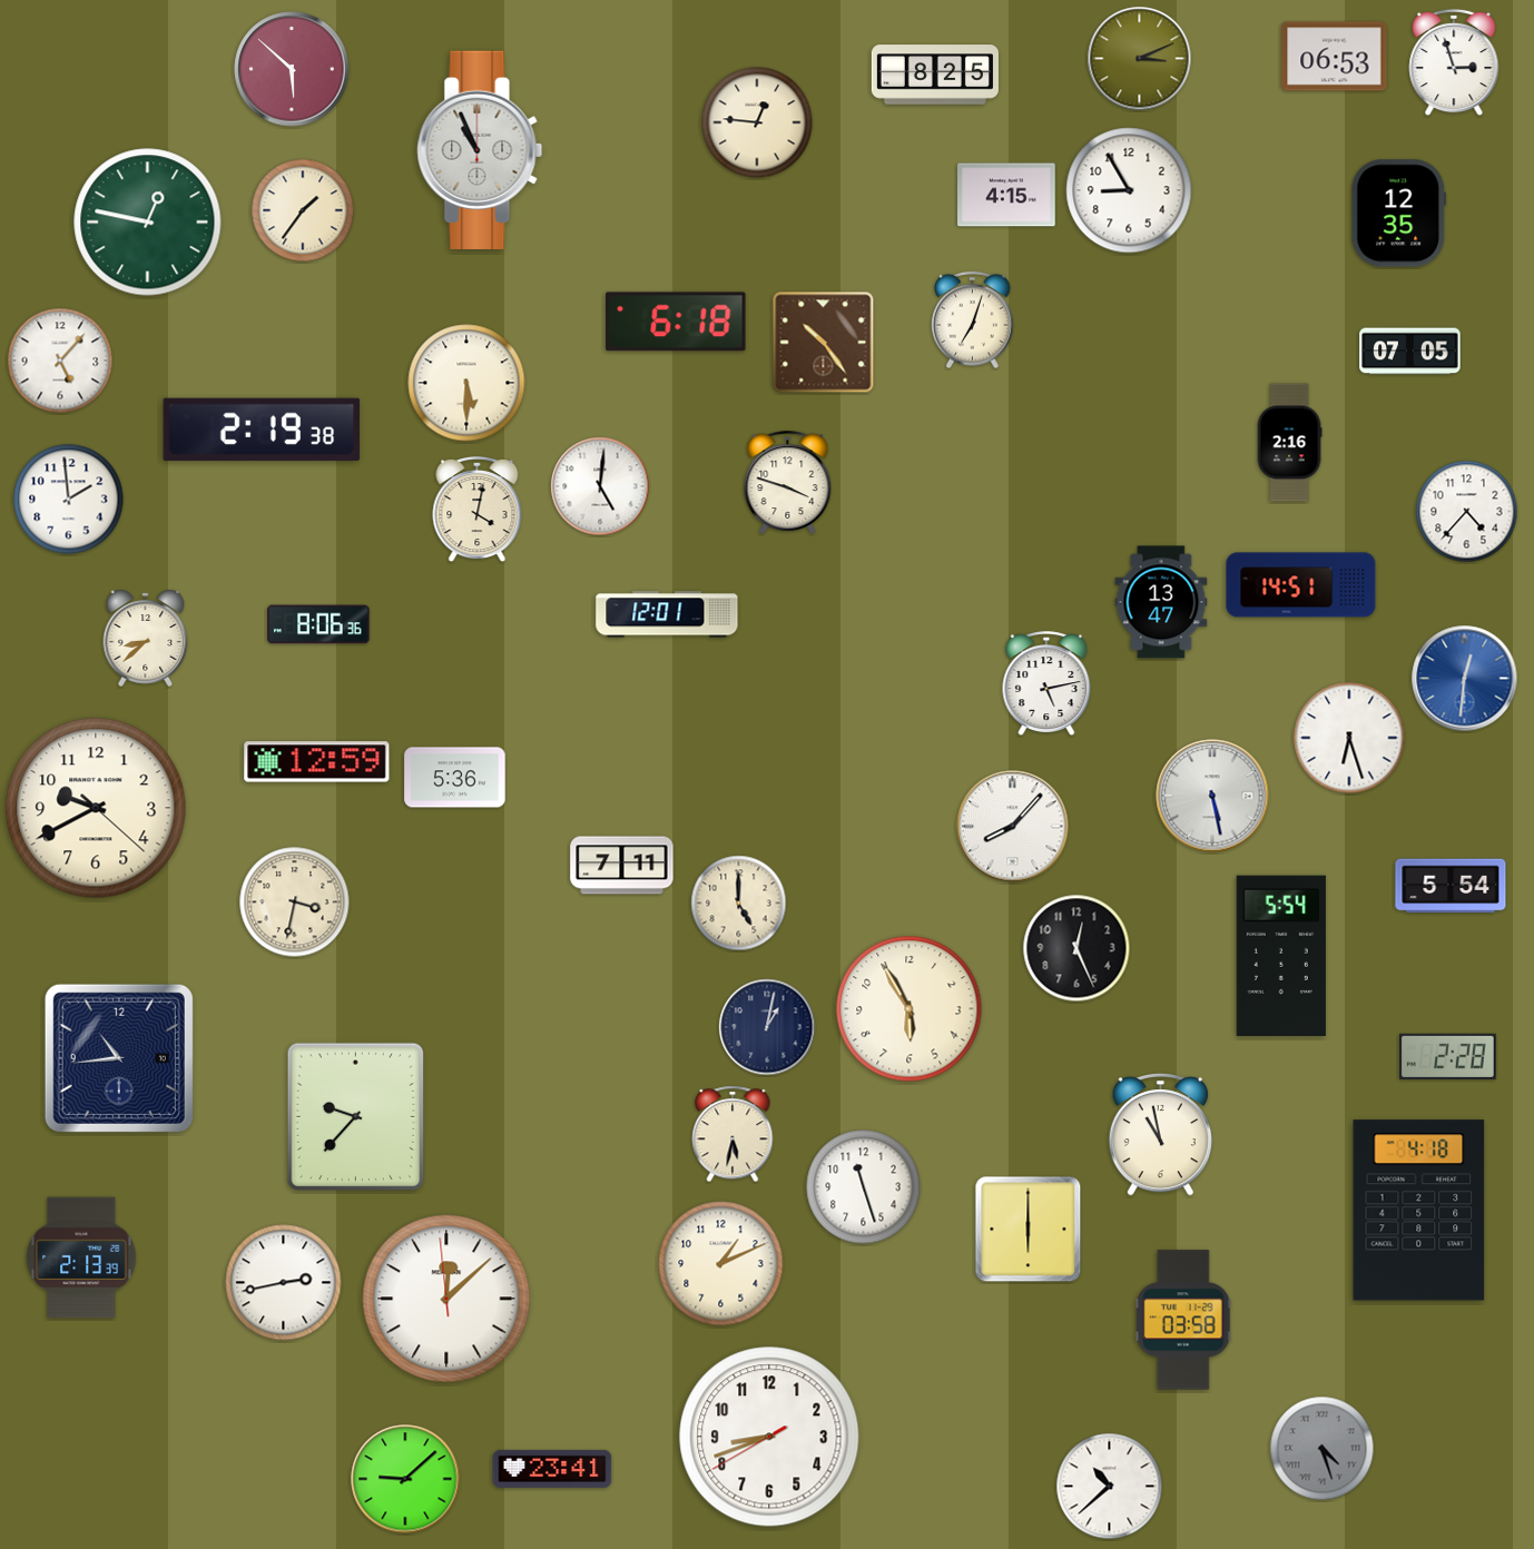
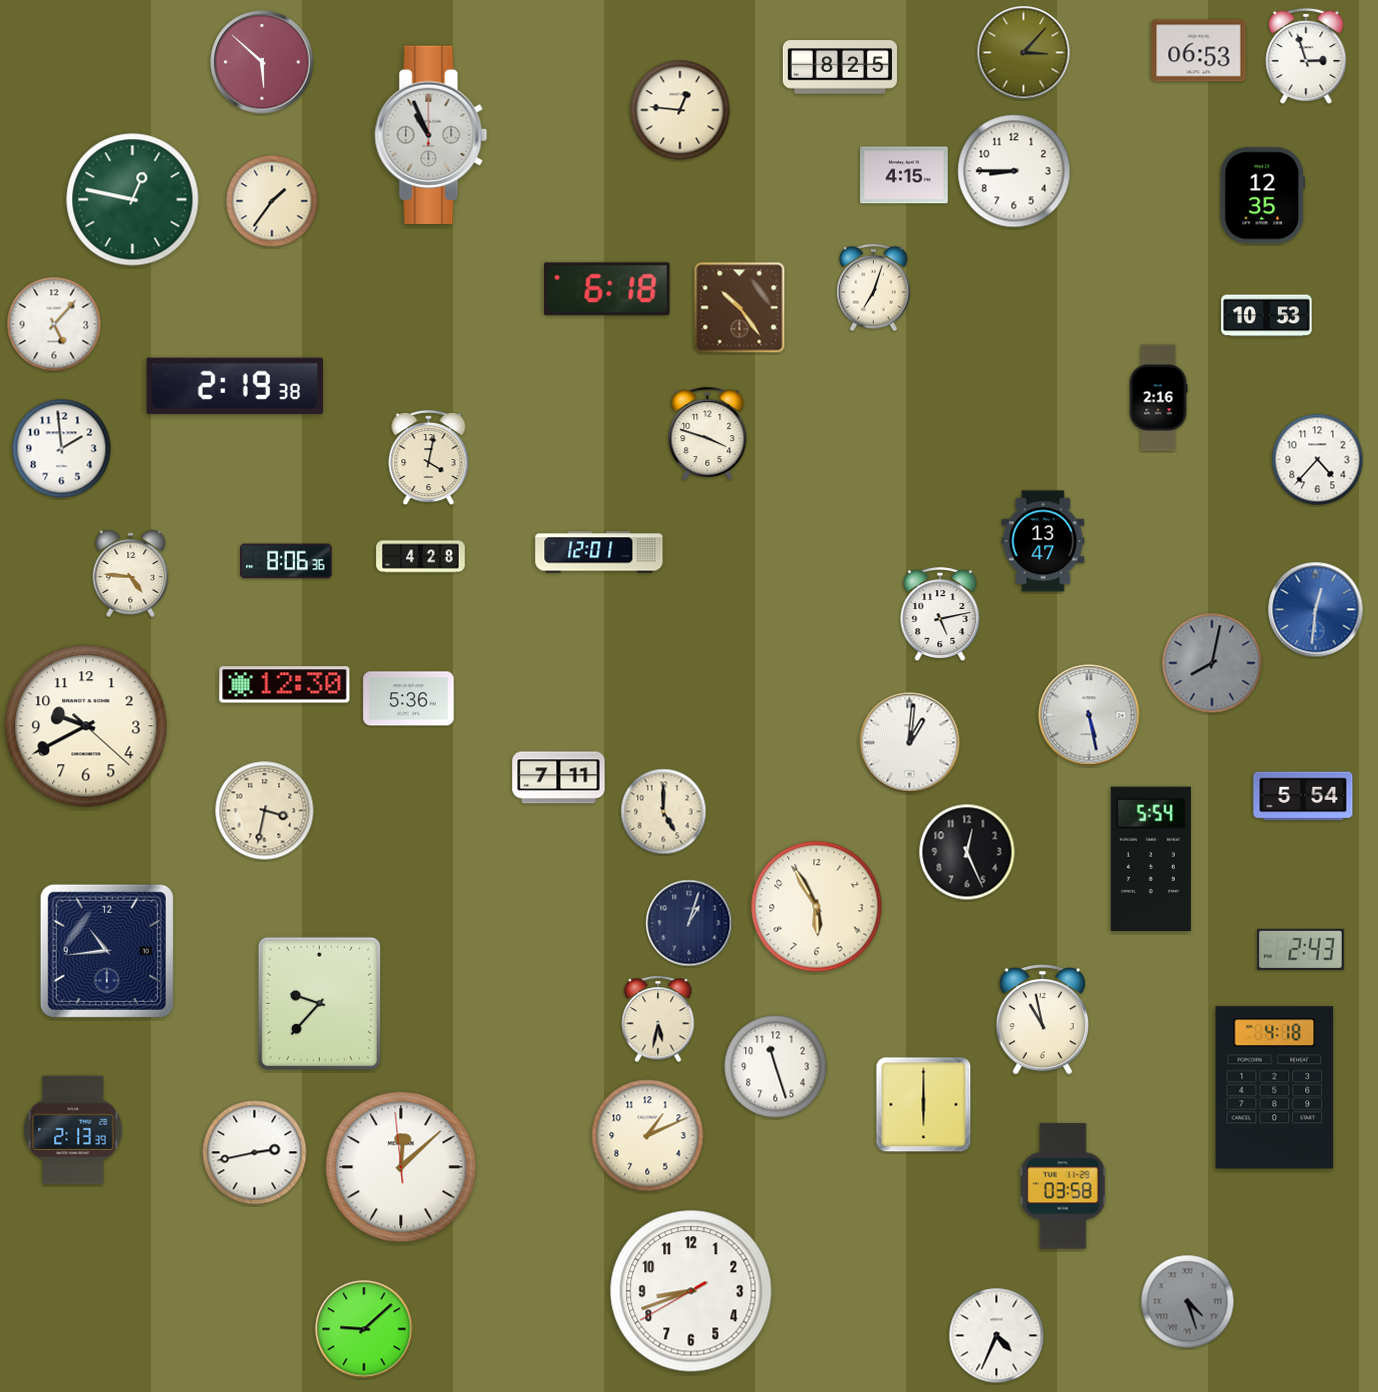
clock at (1140, 59): 3:11 -> 3:07
clock at (1129, 190): 8:55 -> 8:45
clock at (303, 210) position: (303, 210) -> (272, 201)
clock at (1399, 214) position: (1399, 214) -> (1263, 196)
clock at (1410, 352): 07:05 -> 10:53
clock at (466, 383): 5:30 -> none
clock at (600, 486): 5:01 -> none
clock at (1301, 585): 14:51 -> none
clock at (421, 557): none -> 4:28
clock at (146, 638): 8:38 -> 4:46
clock at (1349, 738): 6:27 -> 8:02
clock at (1349, 738) dial: white -> grey
clock at (317, 762): 12:59 -> 12:30
clock at (1013, 827): 8:07 -> 1:01
clock at (767, 1027): 1:02 -> 1:03
clock at (1448, 1056): 2:28 -> 2:43
clock at (552, 1469): 23:41 -> none
clock at (1110, 1487): 10:38 -> 4:34
